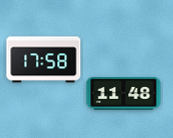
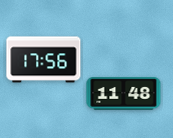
clock at (44, 60): 17:58 -> 17:56
